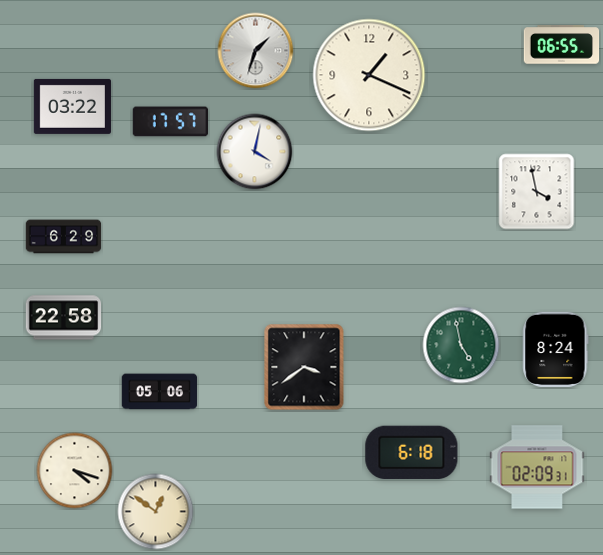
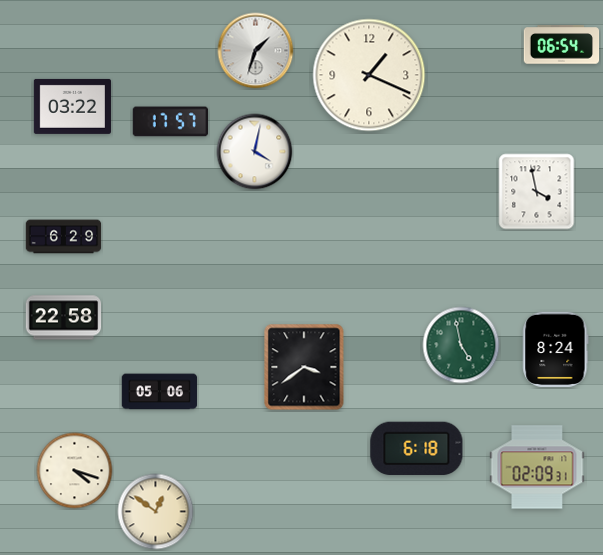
clock at (562, 45): 06:55 -> 06:54
clock at (412, 453) position: (412, 453) -> (417, 449)
